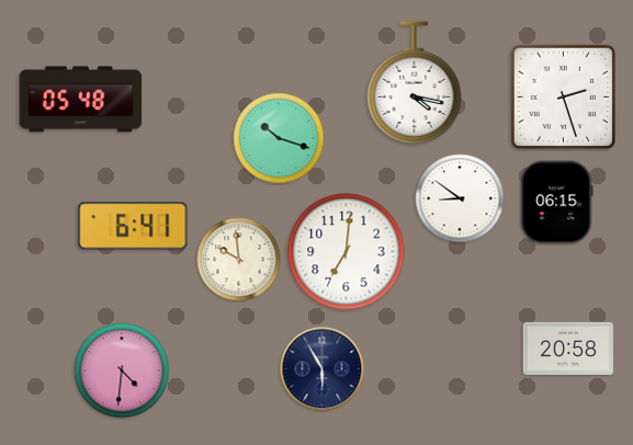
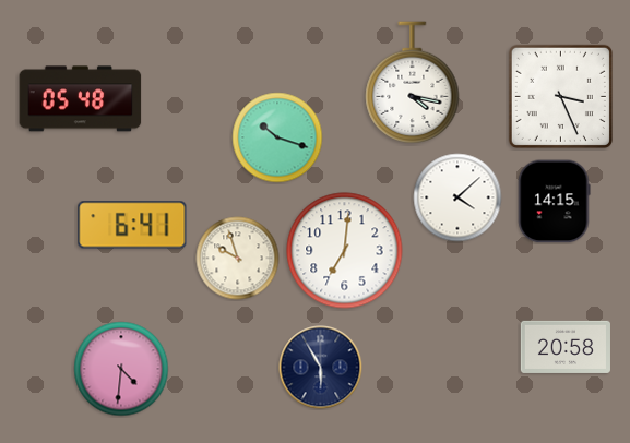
clock at (563, 96): 2:27 -> 3:26
clock at (460, 198): 8:51 -> 4:08
clock at (556, 203): 06:15 -> 14:15
clock at (239, 260): 9:59 -> 9:57
